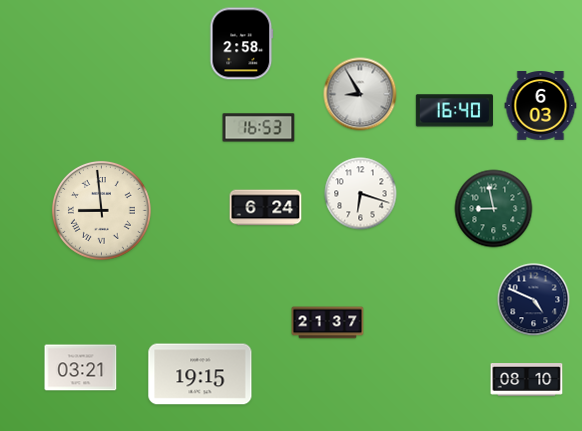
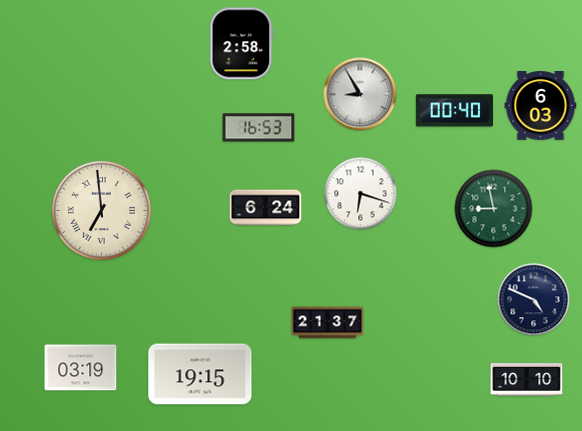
clock at (454, 111): 16:40 -> 00:40
clock at (102, 211): 8:59 -> 6:59
clock at (81, 368): 03:21 -> 03:19
clock at (527, 380): 08:10 -> 10:10
